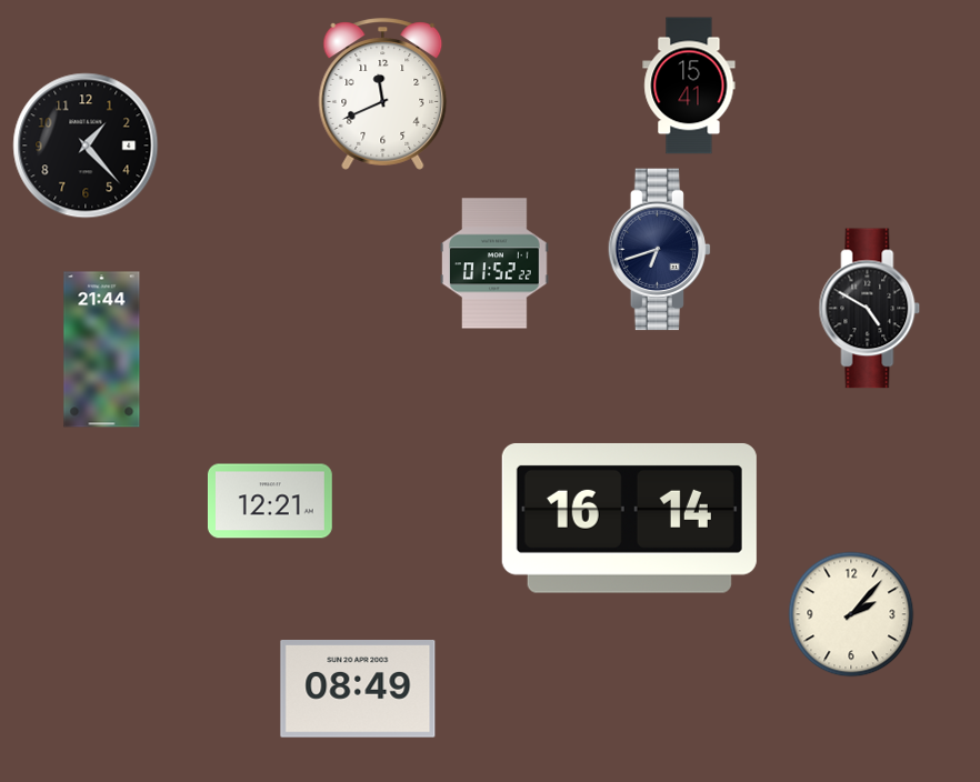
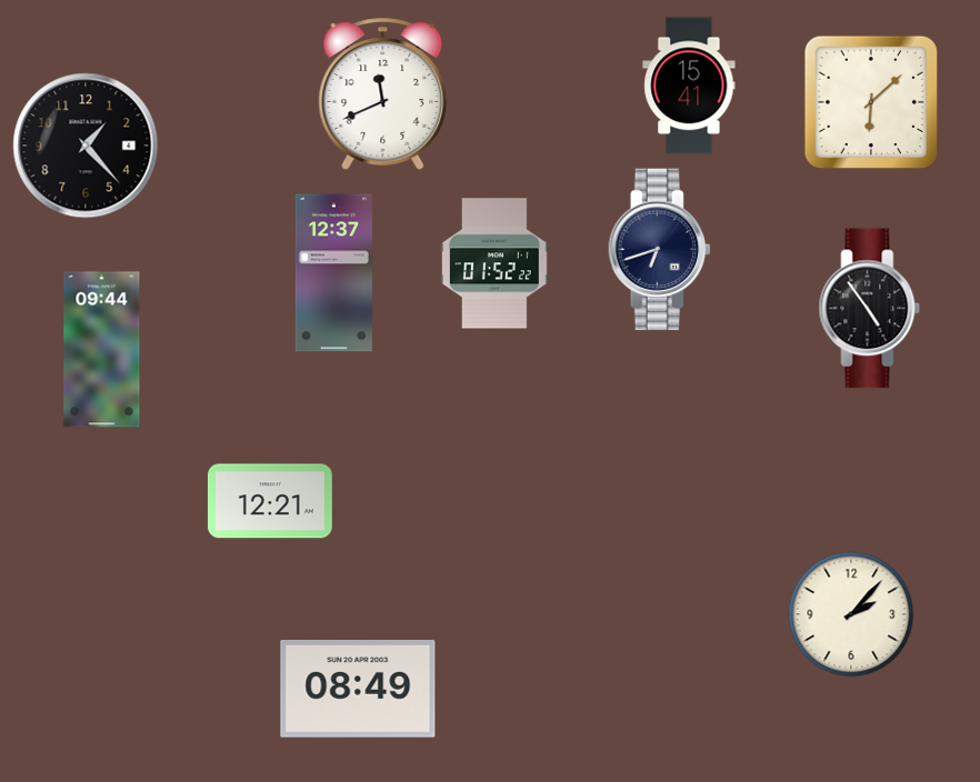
clock at (871, 102): none -> 6:08
clock at (333, 273): none -> 12:37
clock at (870, 309): 4:50 -> 4:54
clock at (102, 350): 21:44 -> 09:44
clock at (629, 518): 16:14 -> none
